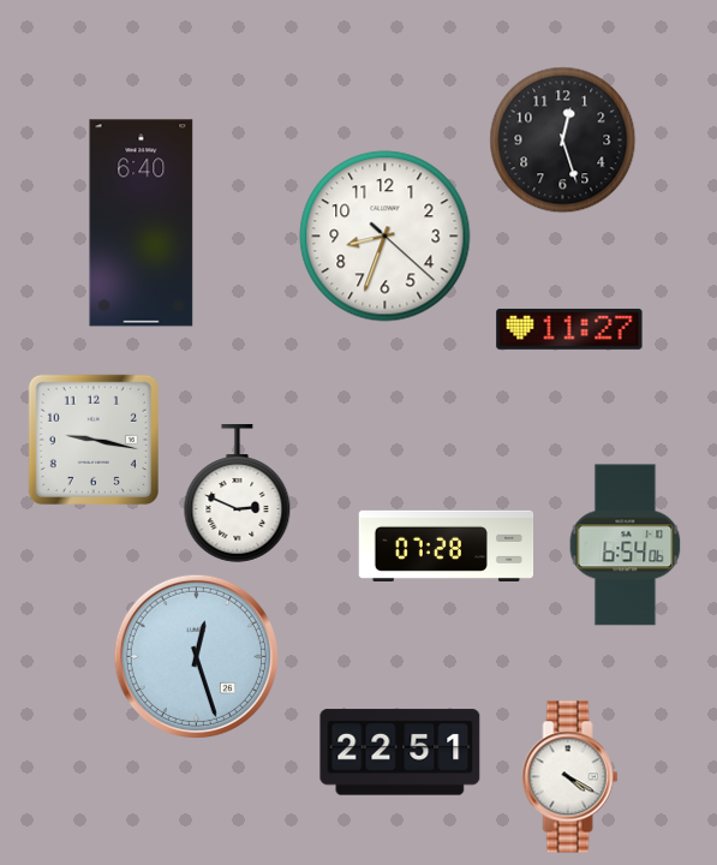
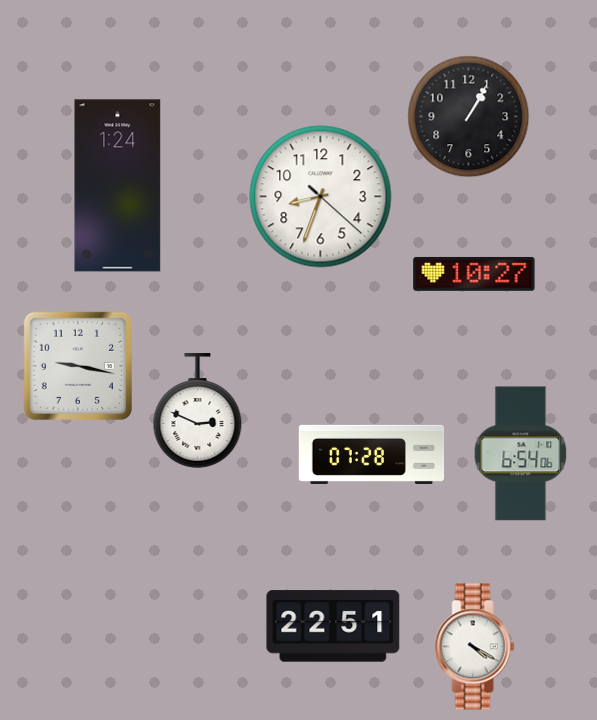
clock at (563, 141): 12:27 -> 1:05
clock at (142, 223): 6:40 -> 1:24
clock at (569, 329): 11:27 -> 10:27
clock at (196, 656): 12:27 -> none
